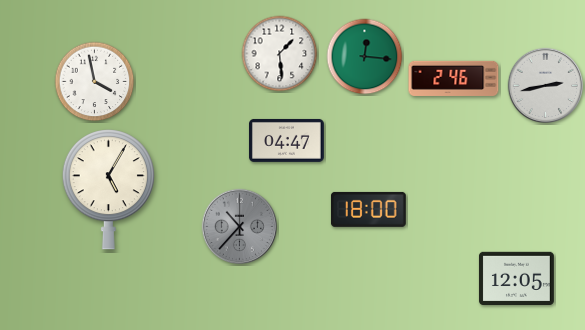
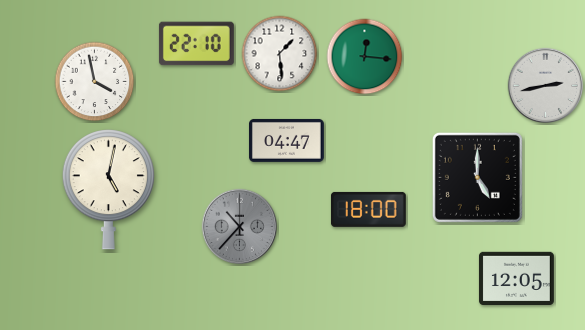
clock at (196, 44): none -> 22:10
clock at (454, 78): 2:46 -> none
clock at (477, 177): none -> 5:00
clock at (108, 190): 5:05 -> 5:02
